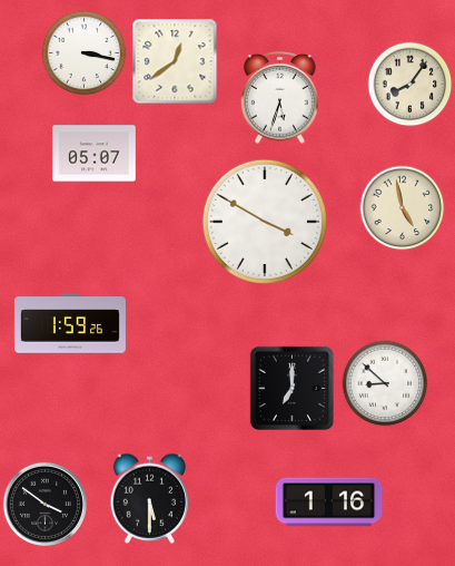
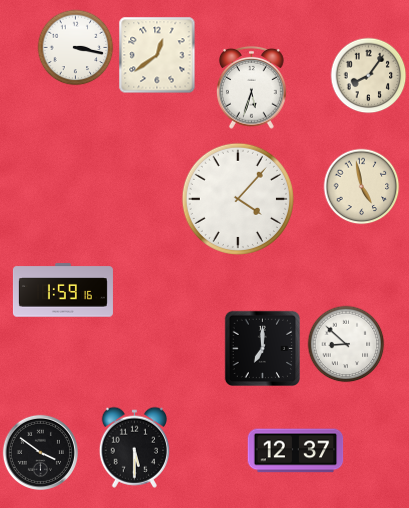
clock at (95, 154): 05:07 -> none
clock at (265, 222): 3:50 -> 4:07
clock at (70, 323): 1:59:26 -> 1:59:16
clock at (329, 502): 1:16 -> 12:37
